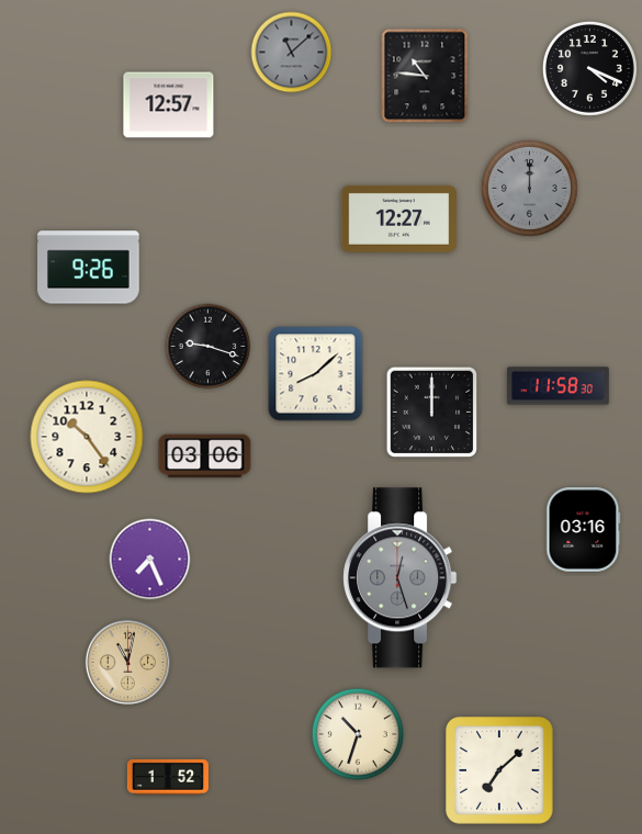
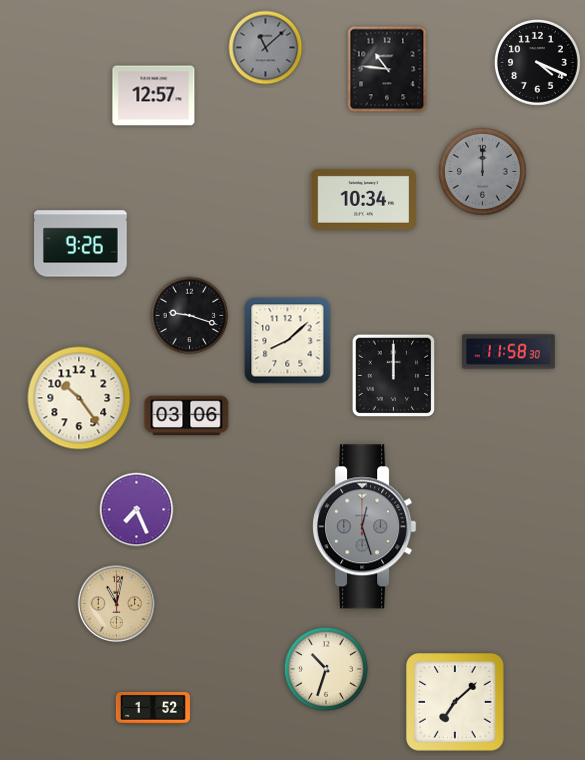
clock at (398, 218): 12:27 -> 10:34
clock at (584, 530): 03:16 -> none
